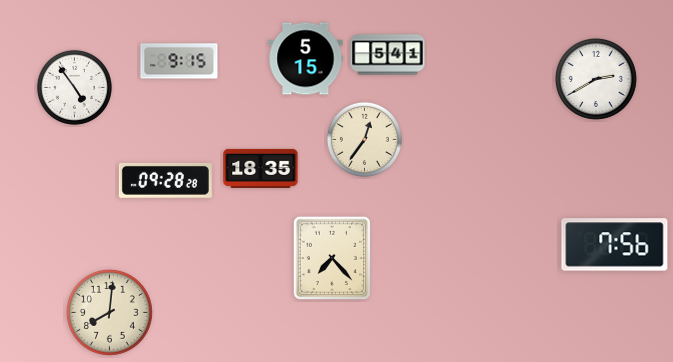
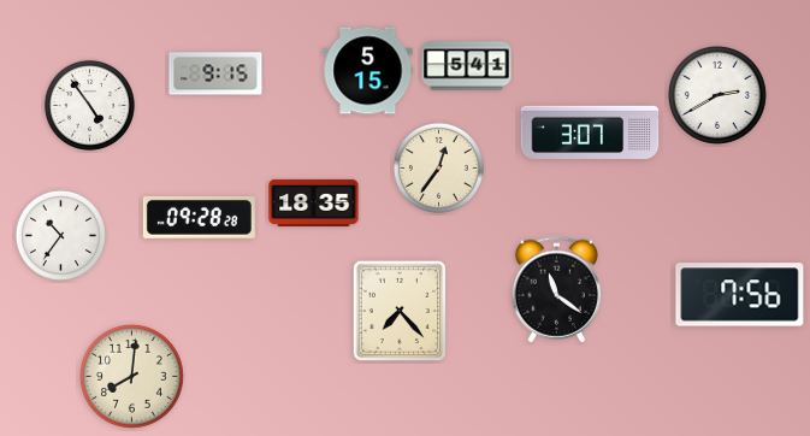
clock at (590, 132): none -> 3:07
clock at (60, 235): none -> 10:36
clock at (556, 290): none -> 11:21
